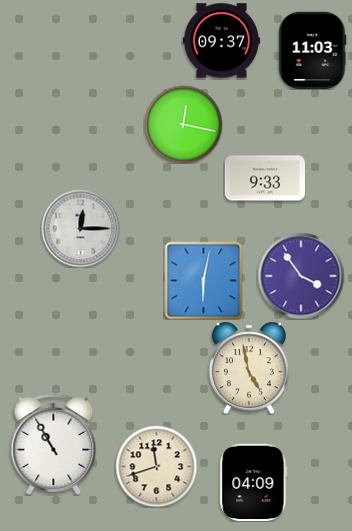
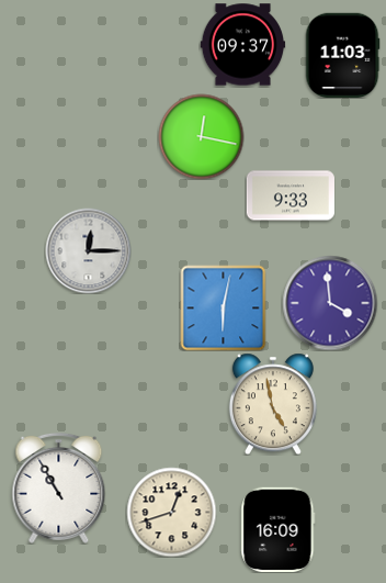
clock at (301, 276): 3:54 -> 3:59
clock at (156, 466): 11:42 -> 12:42
clock at (254, 482): 04:09 -> 16:09
